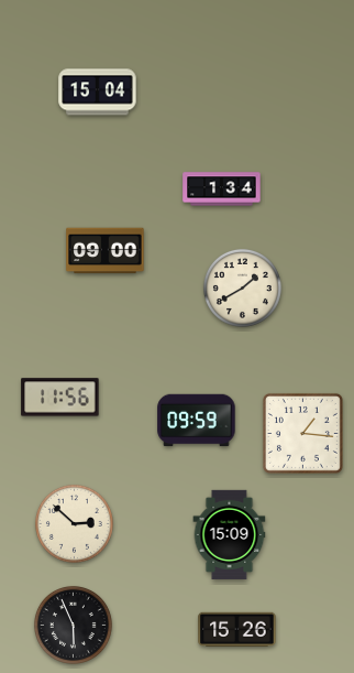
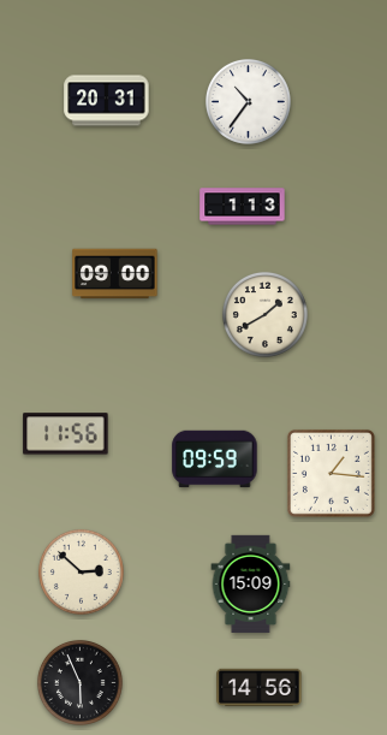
clock at (98, 93): 15:04 -> 20:31
clock at (248, 101): none -> 10:36
clock at (222, 189): 1:34 -> 1:13
clock at (237, 629): 15:26 -> 14:56
